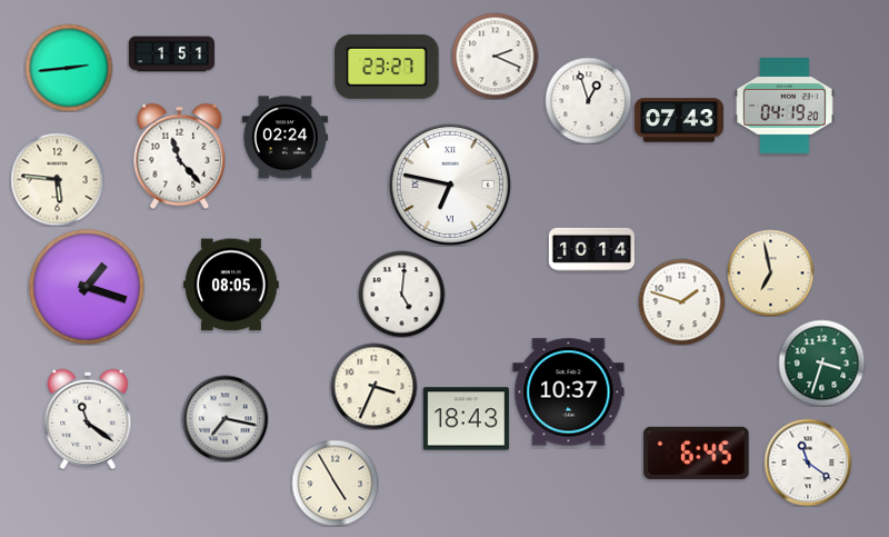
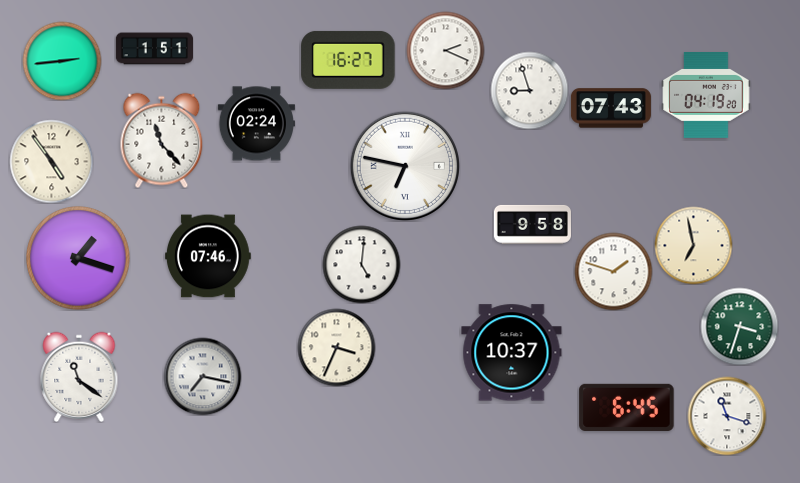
clock at (387, 67): 23:27 -> 16:27
clock at (588, 100): 12:57 -> 8:57
clock at (57, 179): 5:46 -> 4:54
clock at (591, 249): 10:14 -> 9:58
clock at (232, 285): 08:05 -> 07:46
clock at (466, 419): 18:43 -> none
clock at (808, 463): 11:21 -> 11:18
clock at (334, 483): 4:55 -> none
